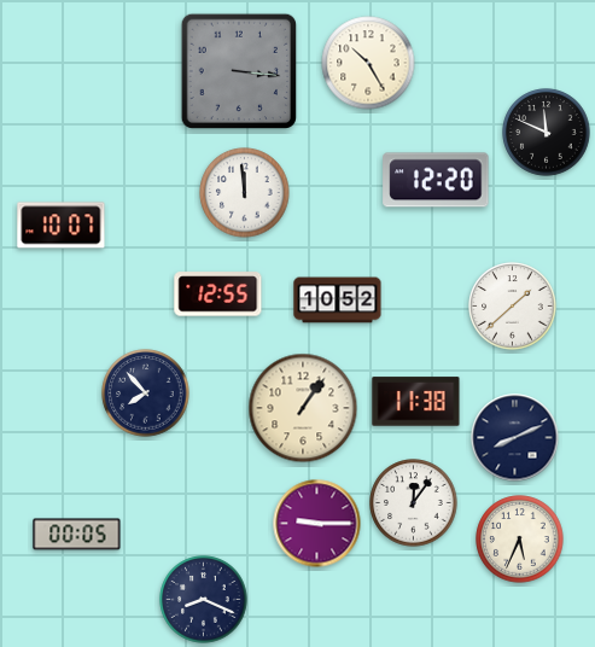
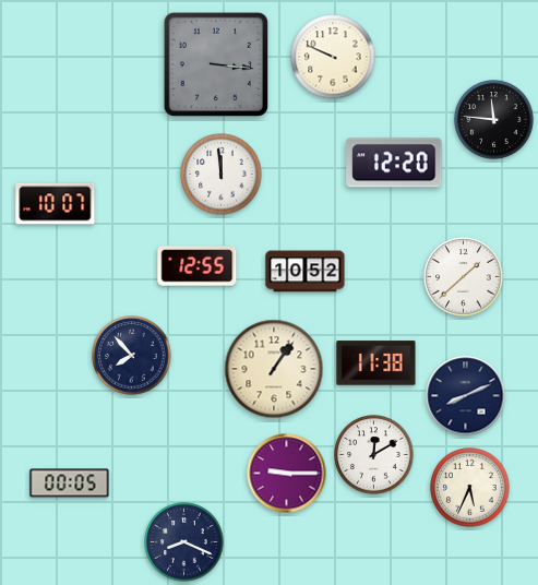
clock at (368, 63): 10:25 -> 9:49
clock at (547, 133): 11:49 -> 11:46
clock at (414, 503): 12:06 -> 12:10
